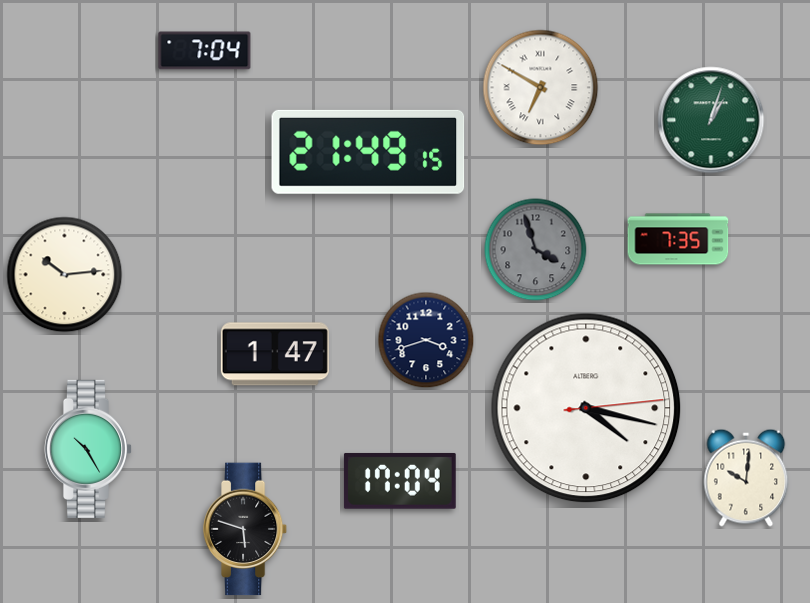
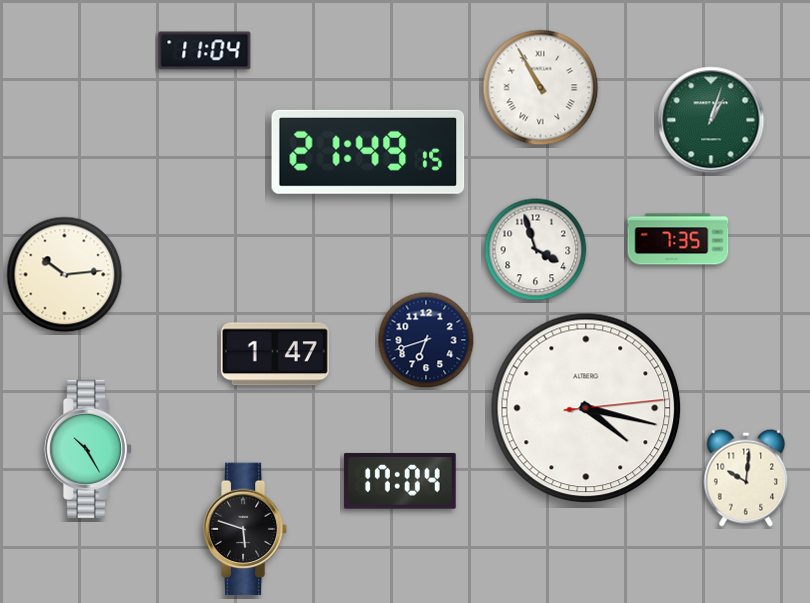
clock at (205, 51): 7:04 -> 11:04
clock at (541, 88): 6:50 -> 10:55
clock at (536, 250) dial: grey -> white
clock at (426, 340): 3:42 -> 6:42
